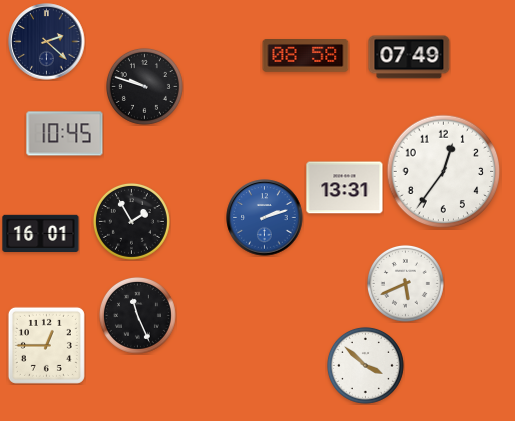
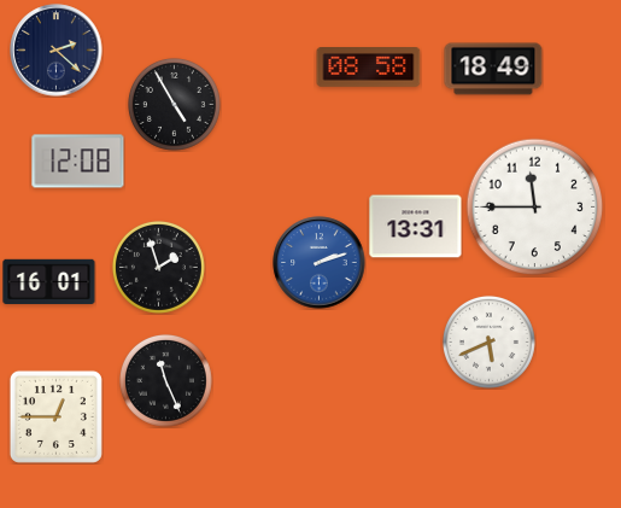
clock at (409, 57): 07:49 -> 18:49
clock at (144, 86): 9:48 -> 4:55
clock at (65, 134): 10:45 -> 12:08
clock at (444, 172): 12:36 -> 11:45
clock at (131, 221): 1:55 -> 1:57
clock at (365, 365): 3:52 -> none
